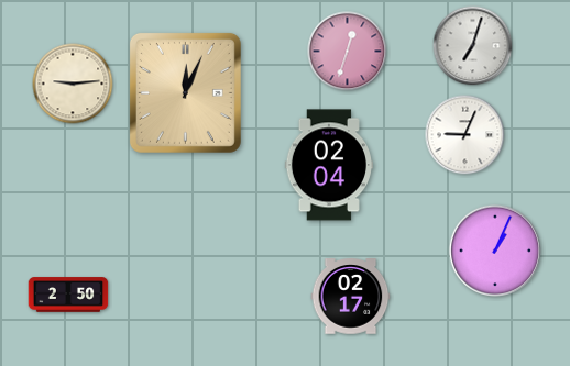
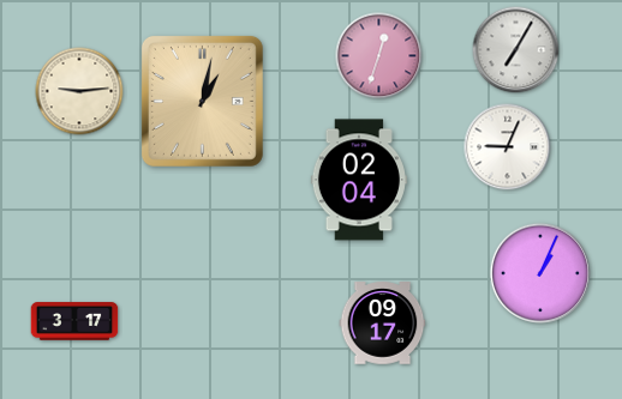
clock at (473, 46): 7:03 -> 7:05
clock at (185, 92): 12:04 -> 1:02
clock at (68, 295): 2:50 -> 3:17
clock at (351, 297): 02:17 -> 09:17
